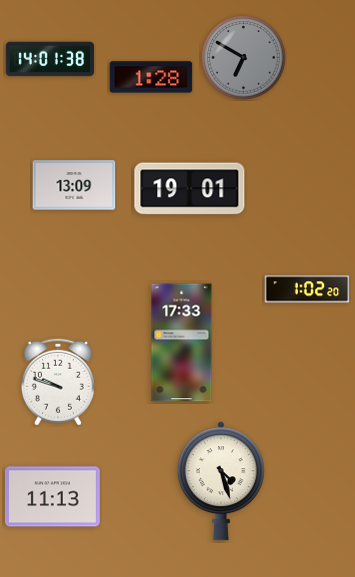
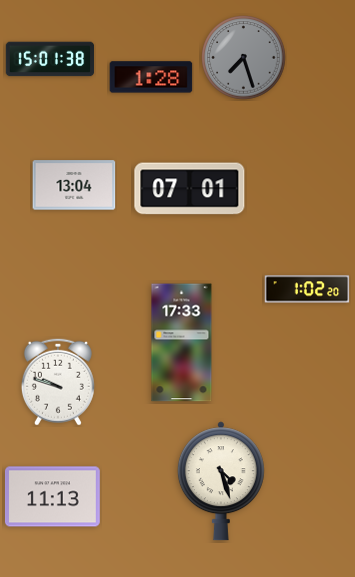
clock at (244, 58): 6:50 -> 7:27
clock at (50, 59): 14:01 -> 15:01
clock at (74, 185): 13:09 -> 13:04
clock at (190, 189): 19:01 -> 07:01
